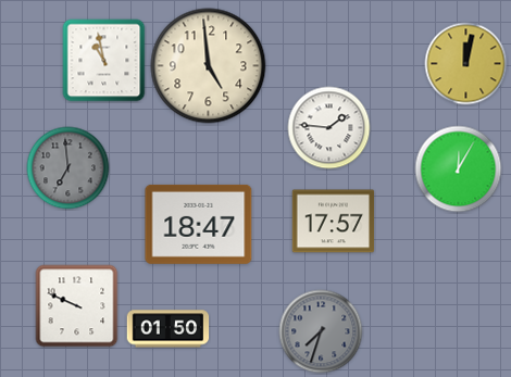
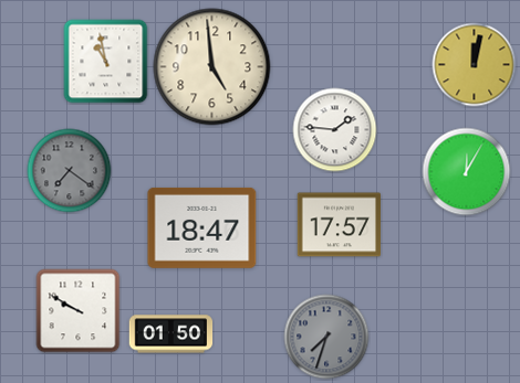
clock at (68, 168): 6:59 -> 7:21
clock at (77, 306): 9:49 -> 9:50
